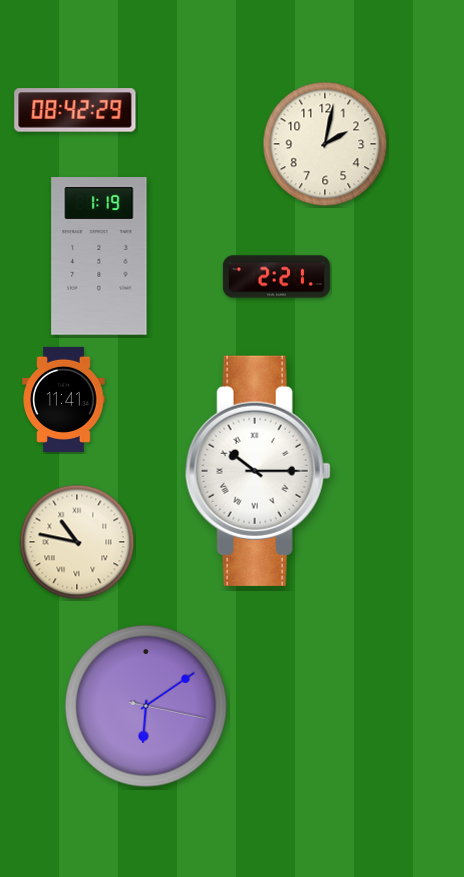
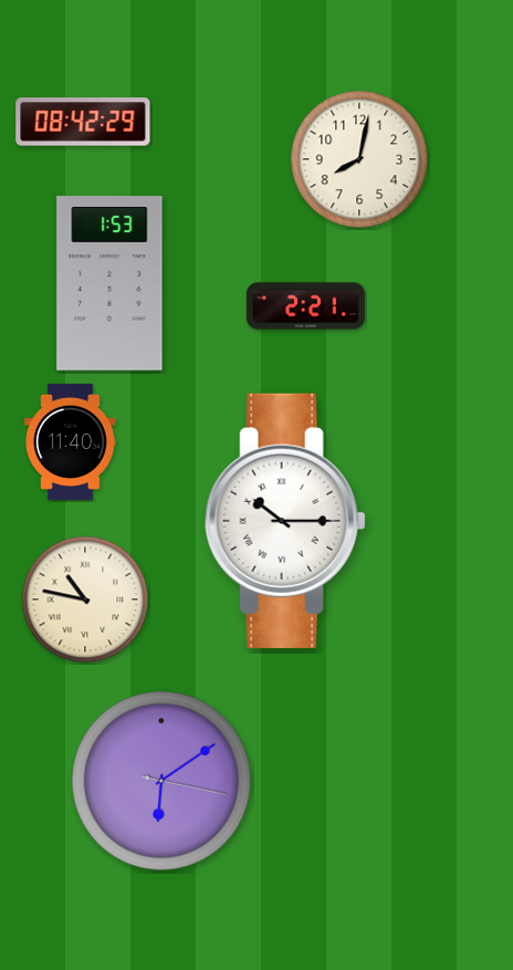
clock at (325, 144): 2:02 -> 8:02
clock at (99, 256): 1:19 -> 1:53
clock at (64, 399): 11:41 -> 11:40
